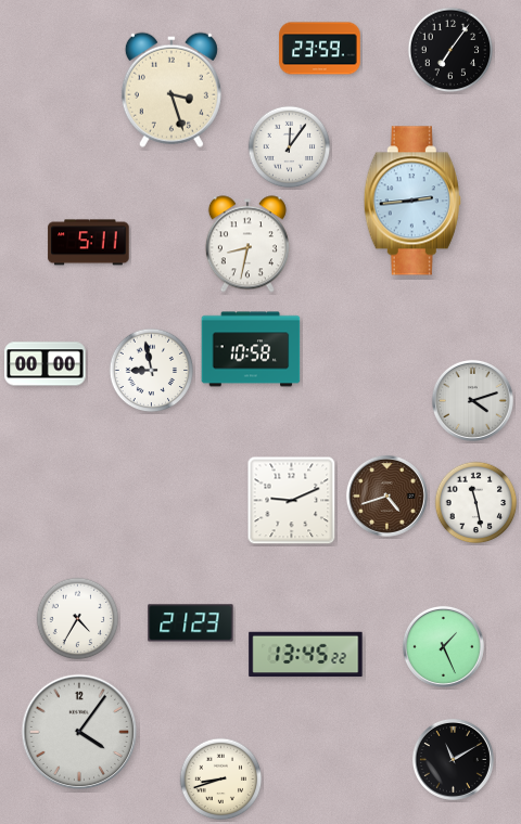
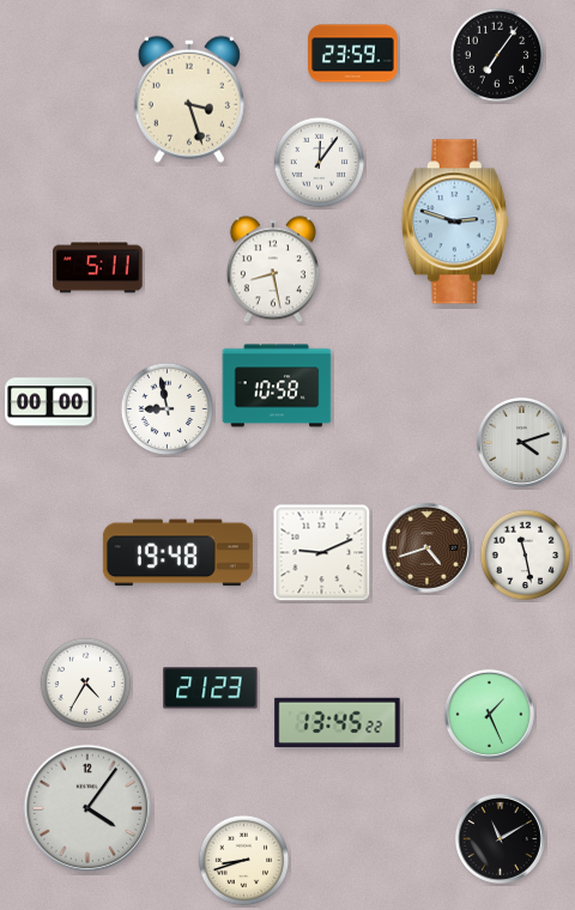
clock at (412, 201): 2:44 -> 2:48
clock at (247, 244): 8:32 -> 8:28
clock at (177, 553): none -> 19:48
